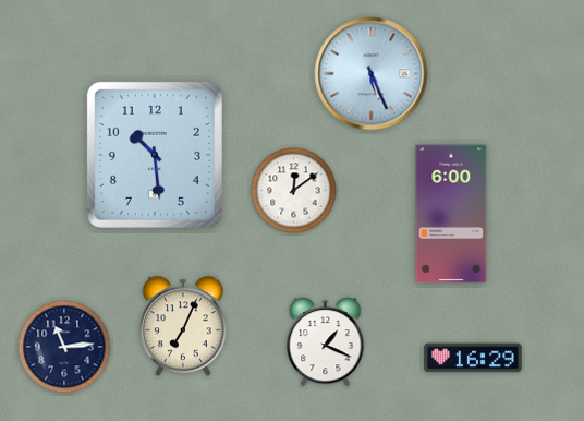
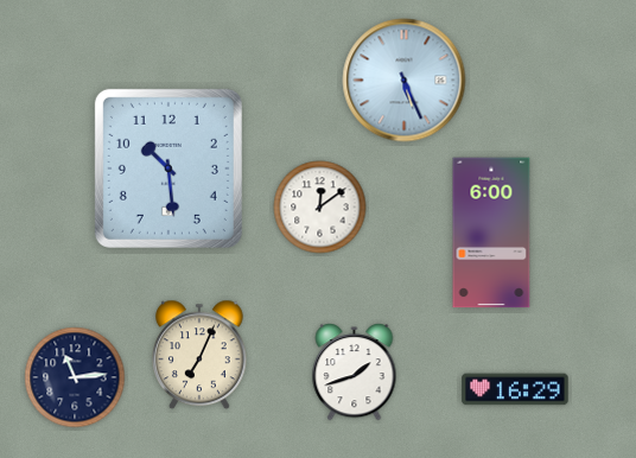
clock at (326, 342): 1:19 -> 1:42
clock at (64, 347) position: (64, 347) -> (75, 377)
